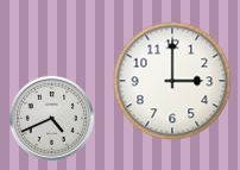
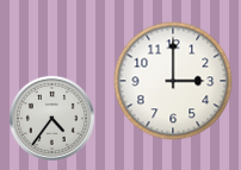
clock at (51, 118): 4:41 -> 4:36
